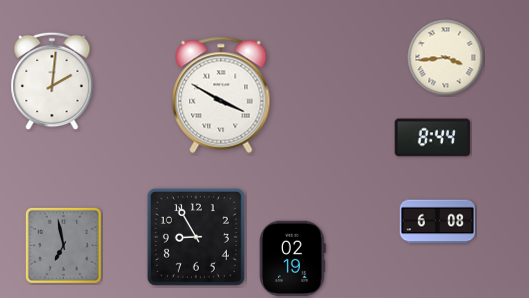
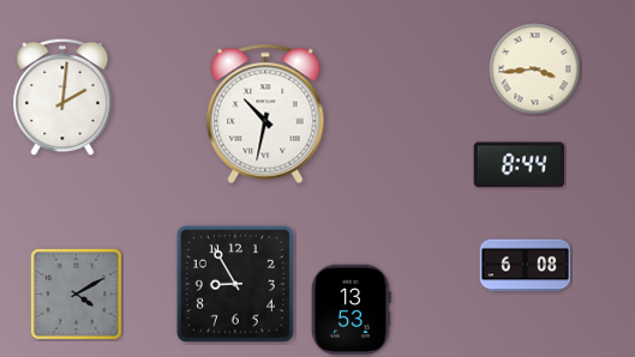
clock at (221, 95): 3:50 -> 10:32
clock at (63, 245): 6:58 -> 4:10
clock at (293, 259): 02:19 -> 13:53
